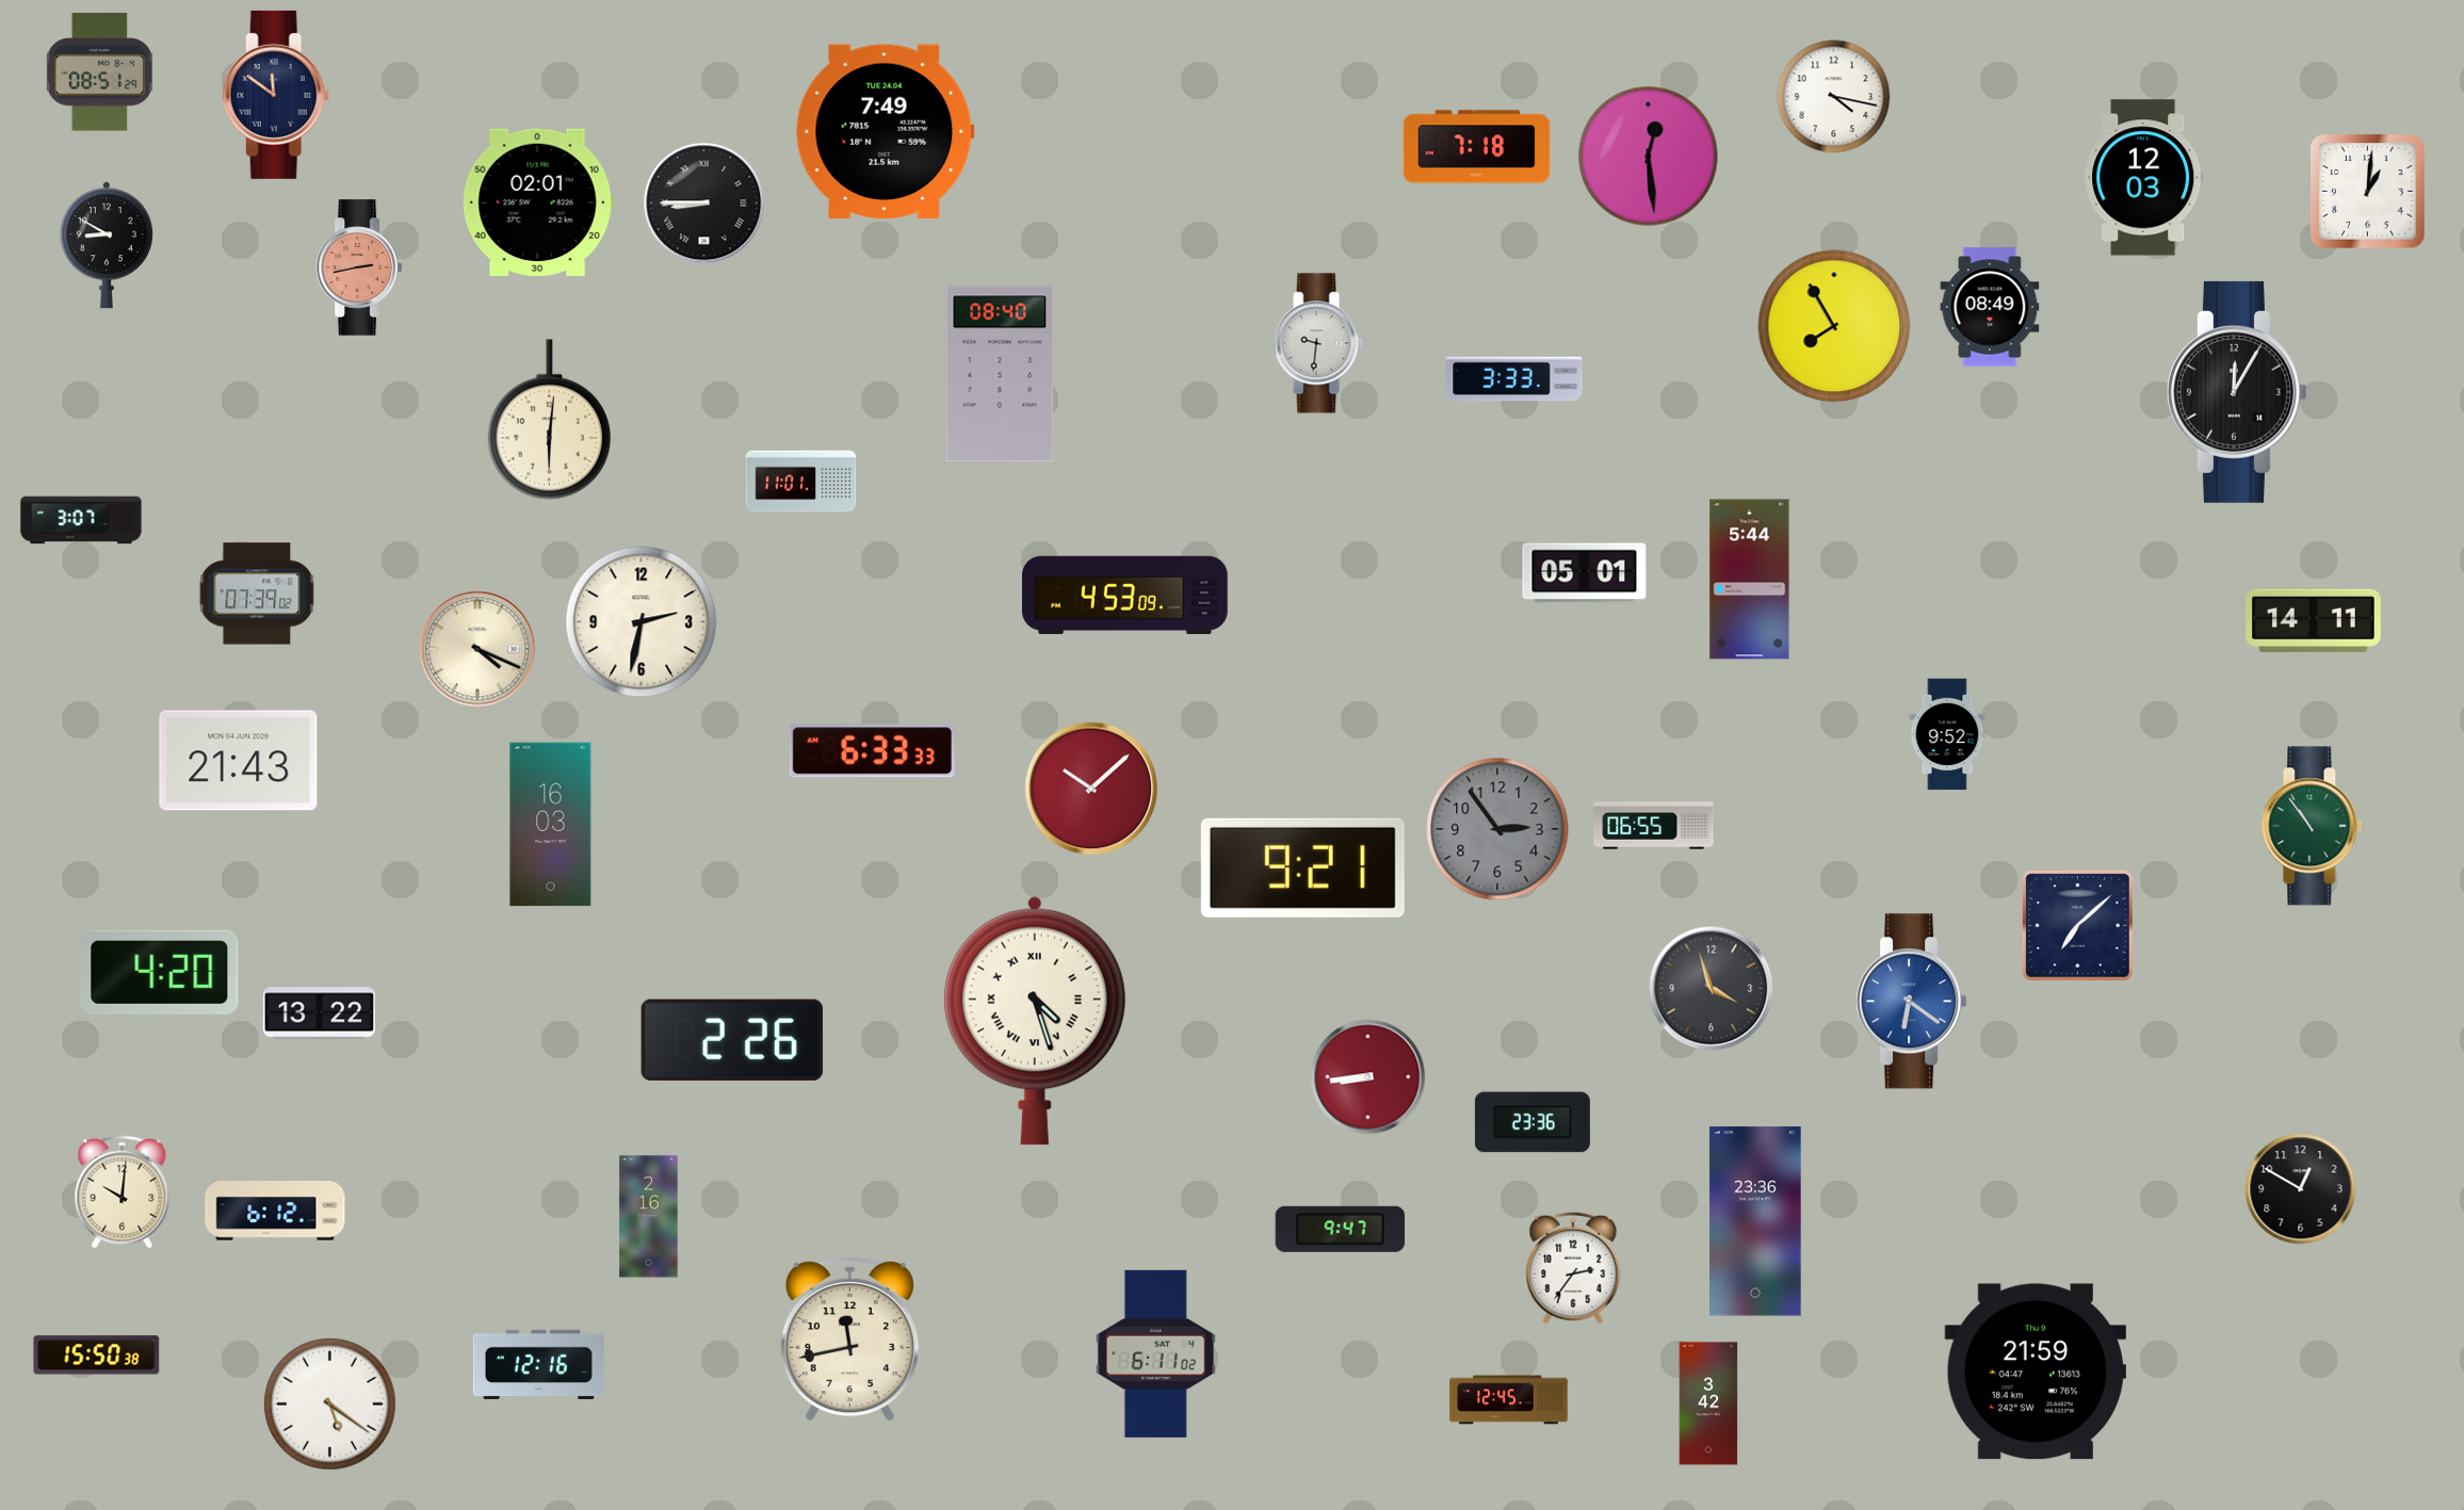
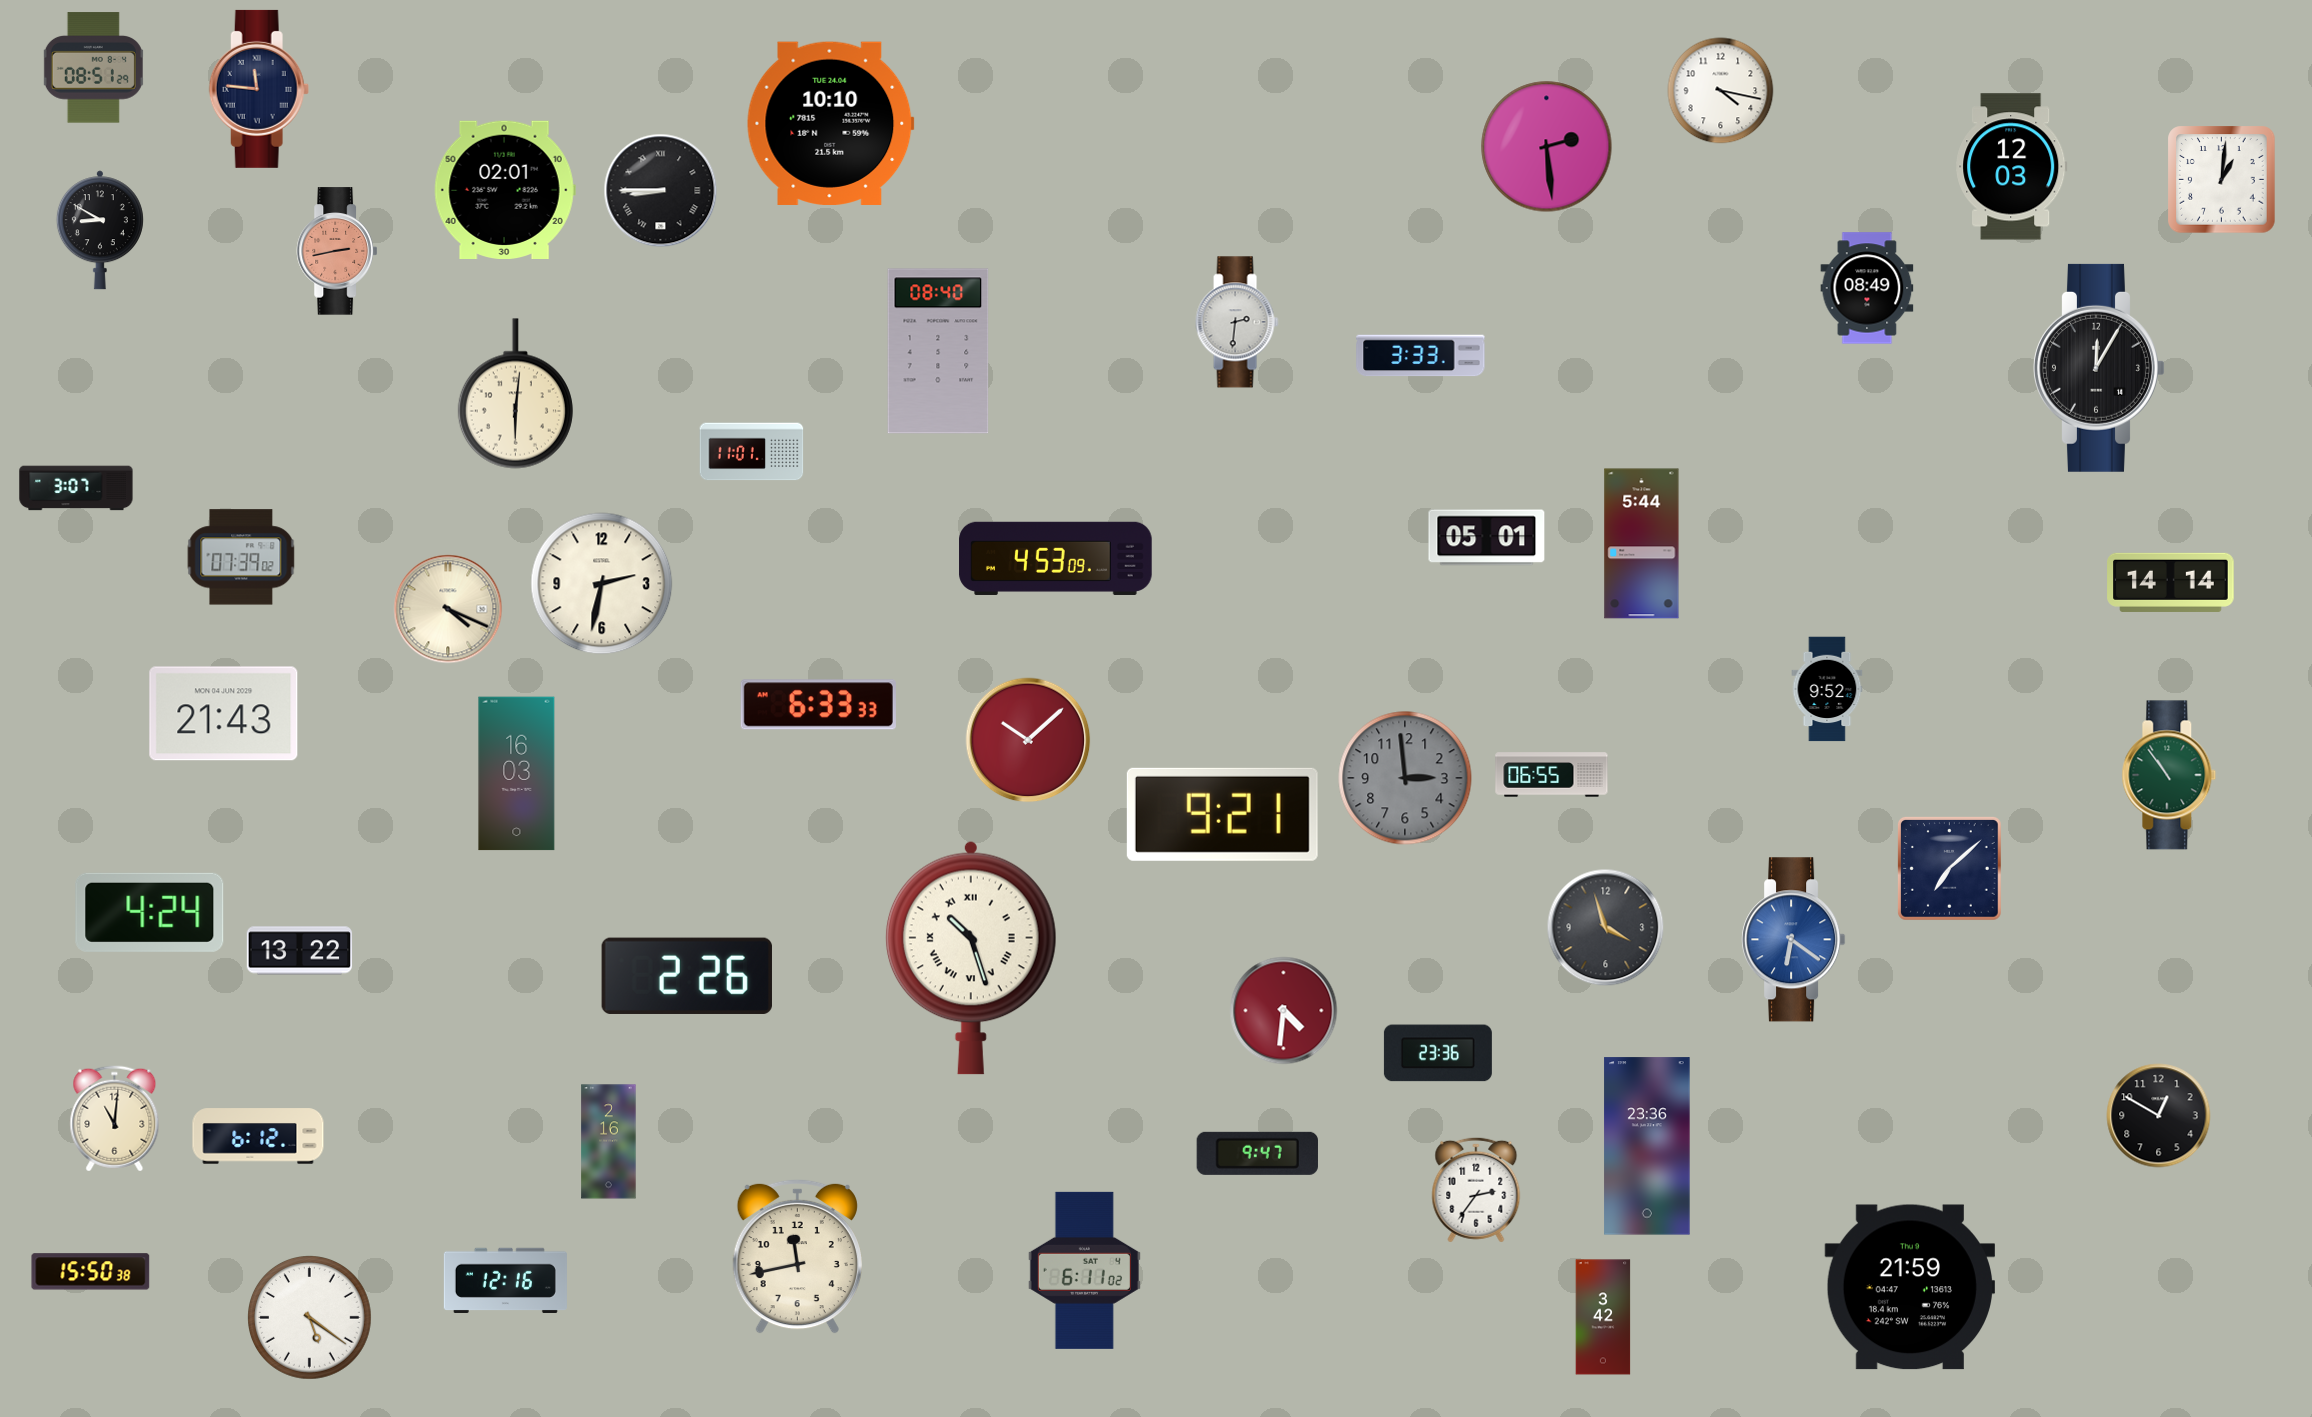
clock at (276, 95): 11:51 -> 11:46
clock at (885, 131): 7:49 -> 10:10
clock at (1477, 147): 7:18 -> none
clock at (1649, 157): 12:29 -> 2:29
clock at (1834, 326): 7:55 -> none
clock at (1318, 343): 9:31 -> 2:31
clock at (2314, 620): 14:11 -> 14:14
clock at (1091, 789) position: (1091, 789) -> (1028, 740)
clock at (1497, 829): 2:54 -> 2:59
clock at (160, 972): 4:20 -> 4:24
clock at (1035, 1021): 4:27 -> 10:27
clock at (1368, 1077): 8:44 -> 4:31
clock at (123, 1192): 10:01 -> 11:01
clock at (1509, 1400): 12:45 -> none
